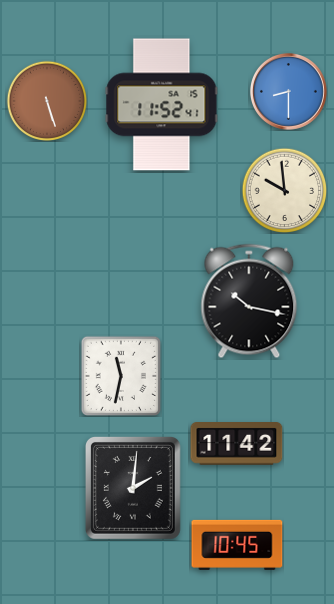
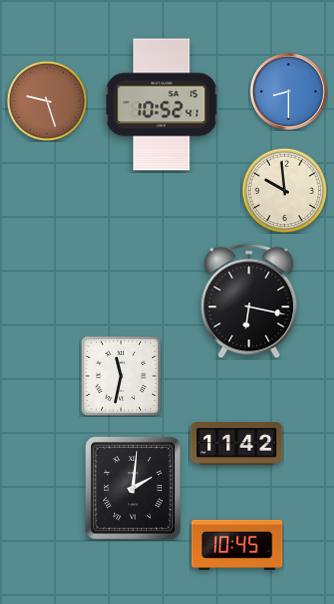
clock at (47, 101): 5:27 -> 9:27
clock at (162, 105): 11:52 -> 10:52
clock at (249, 301): 10:17 -> 6:17
